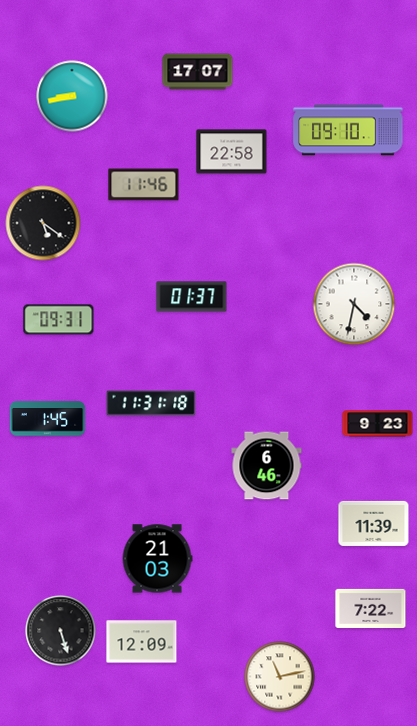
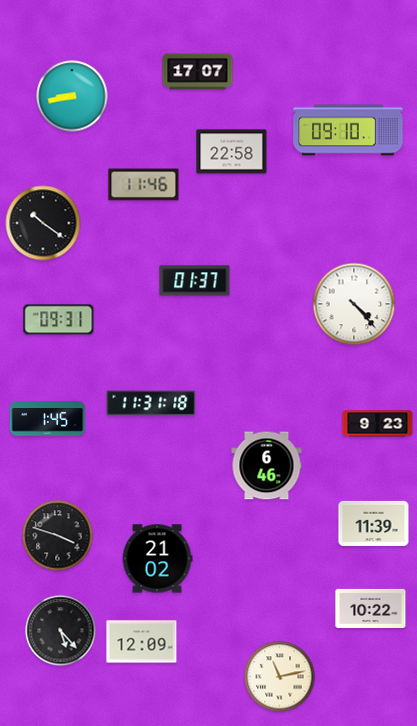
clock at (43, 223): 5:21 -> 10:21
clock at (192, 297) position: (192, 297) -> (195, 281)
clock at (354, 304): 4:32 -> 4:23
clock at (58, 536): none -> 3:48
clock at (157, 559): 21:03 -> 21:02
clock at (371, 608): 7:22 -> 10:22
clock at (61, 631): 5:27 -> 5:23
